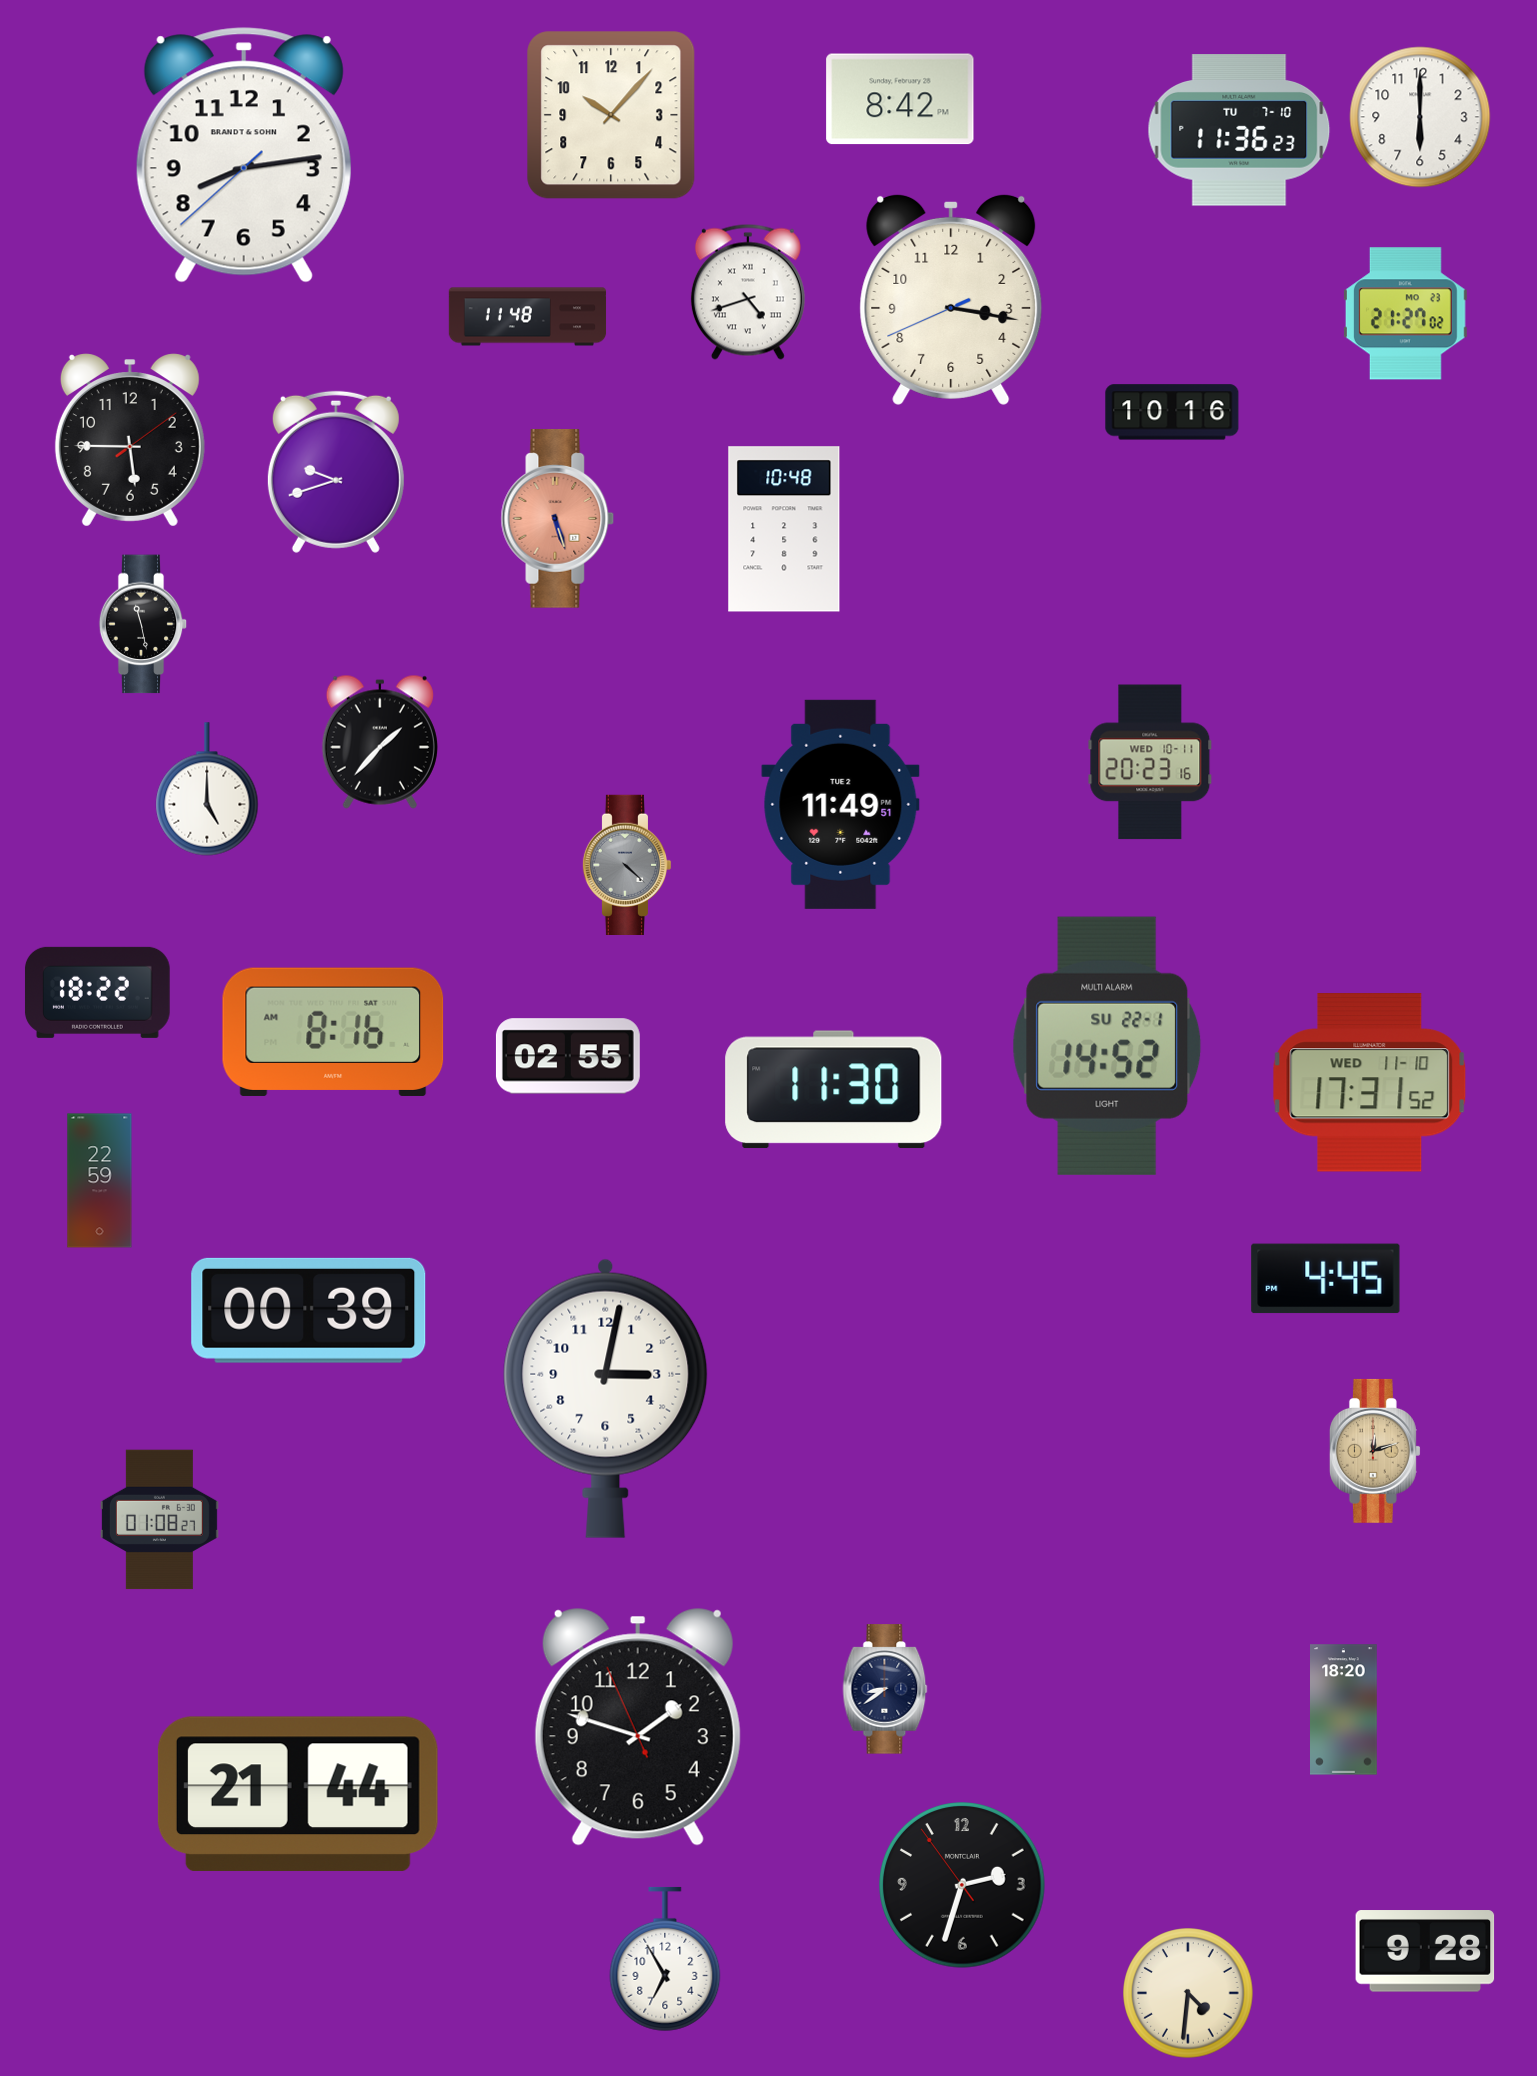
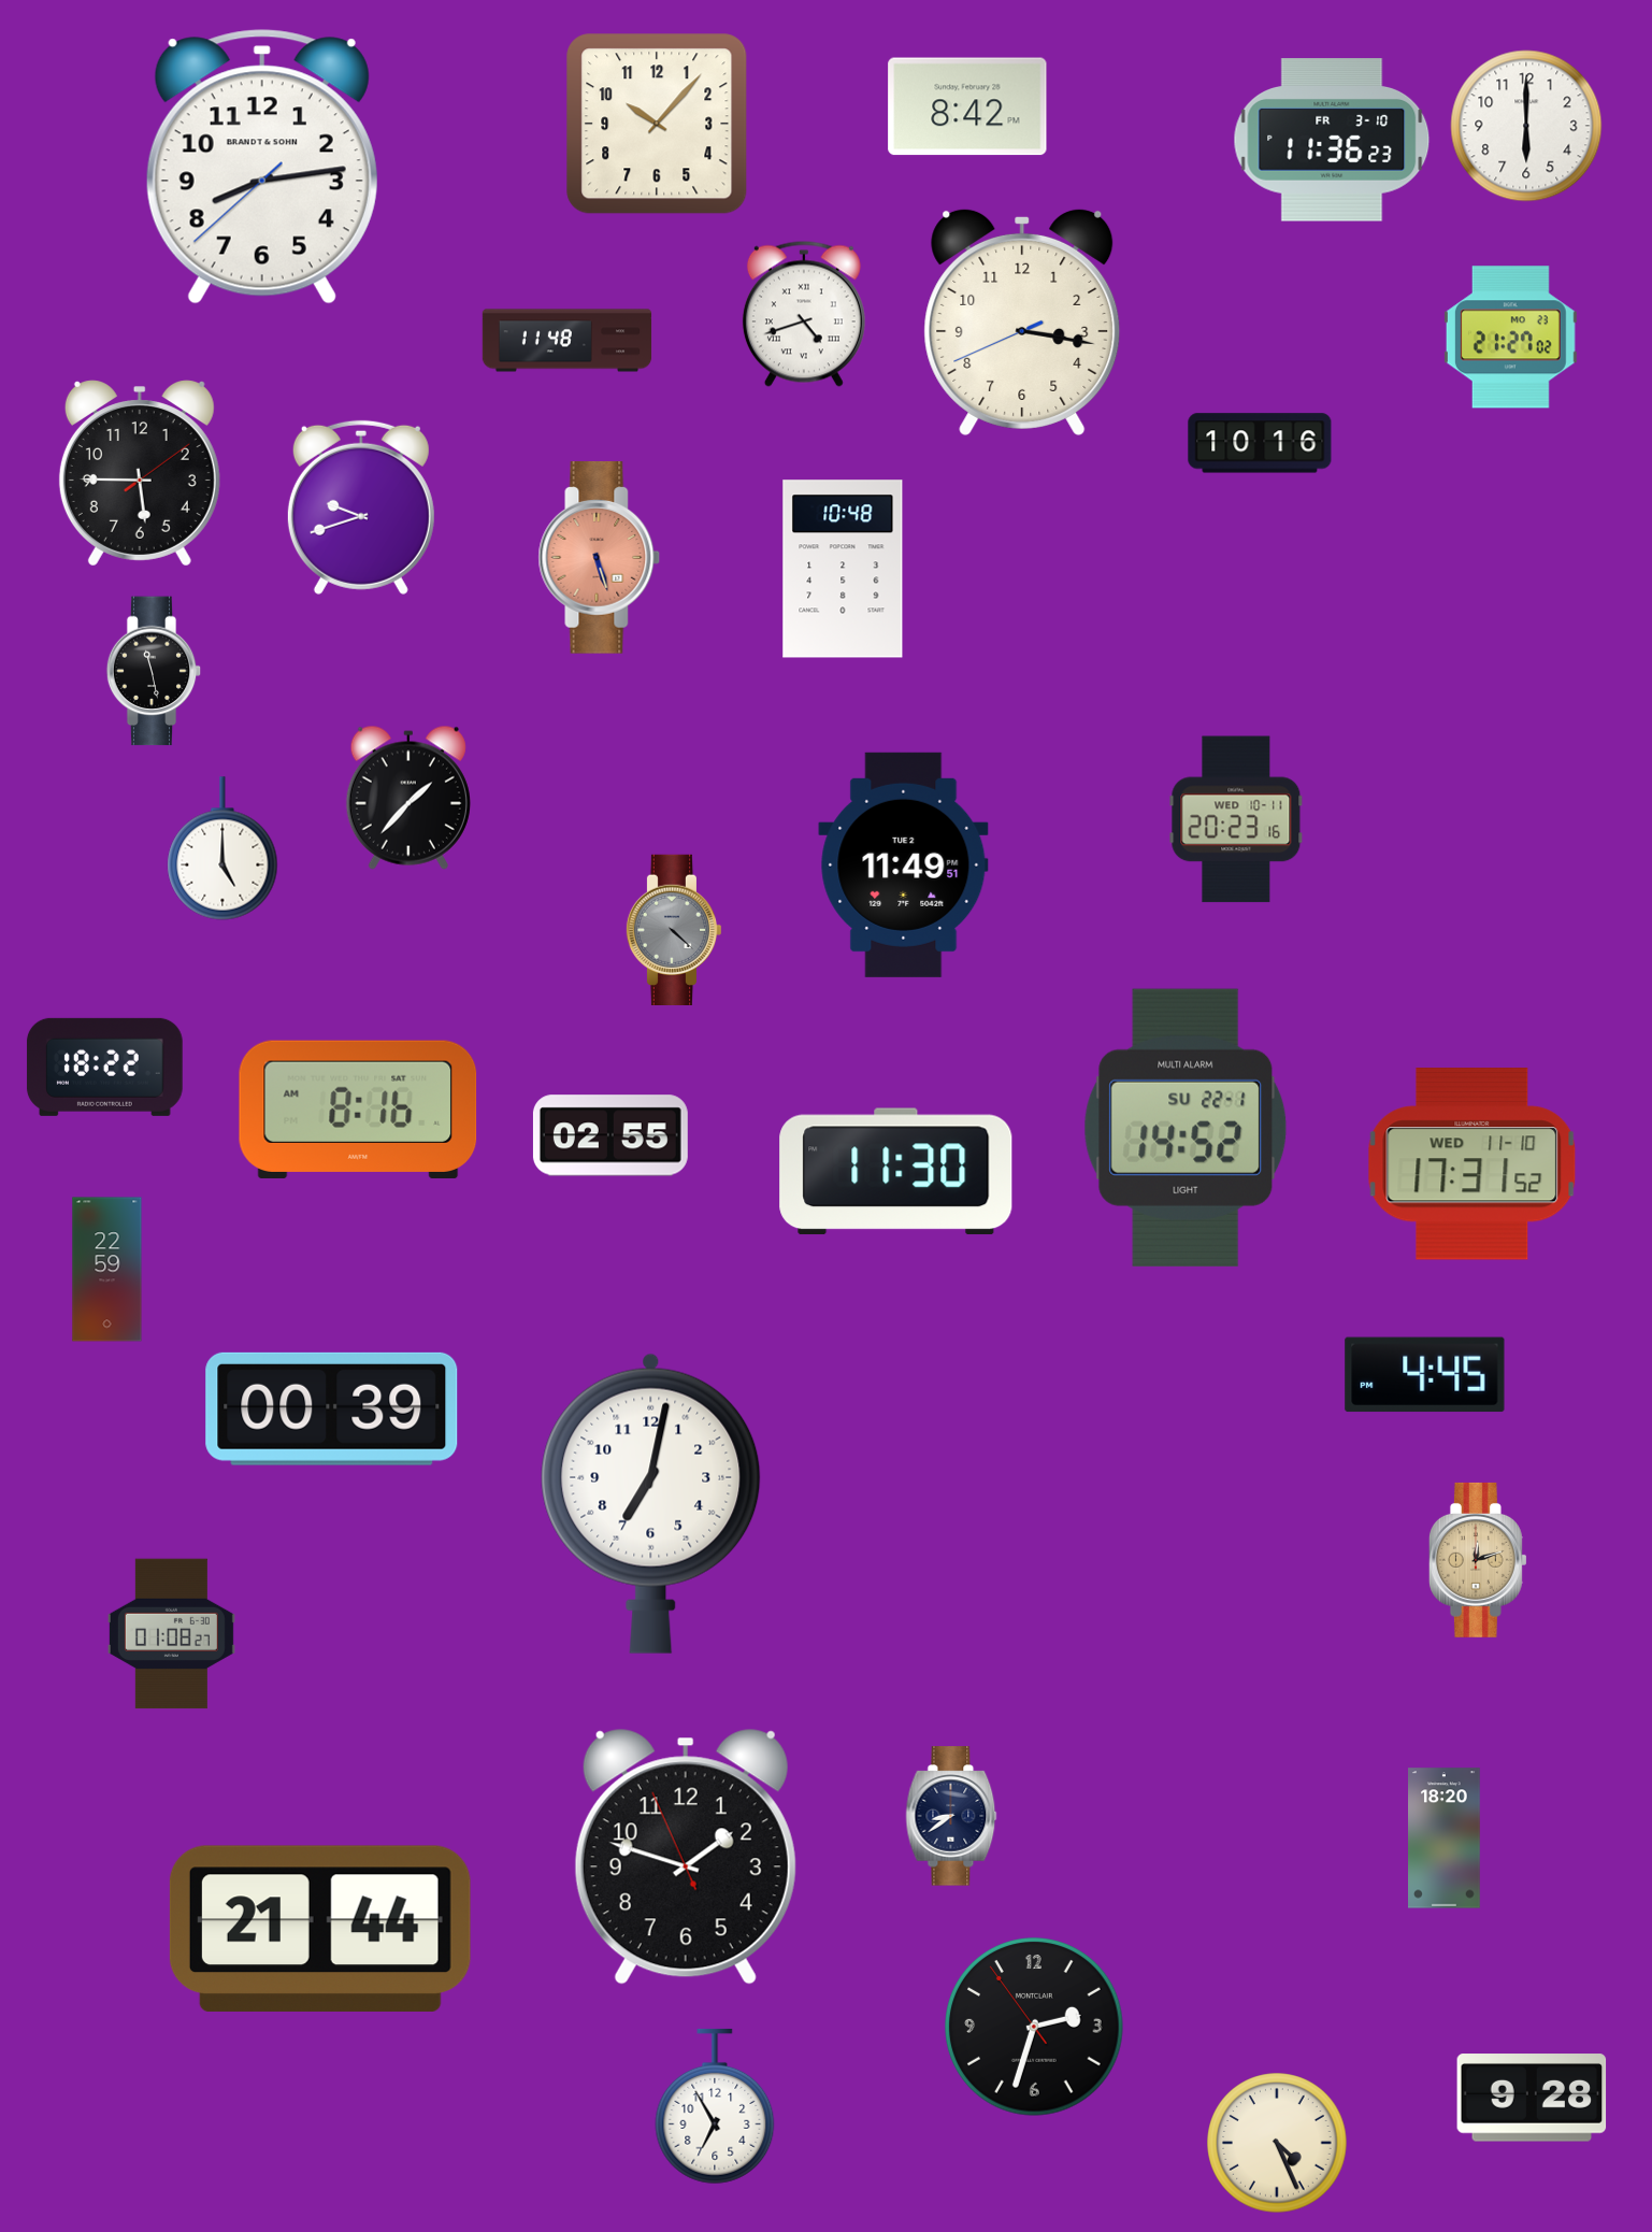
clock at (1239, 130) date: TU 7-10 -> FR 3-10
clock at (1107, 1046) position: (1107, 1046) -> (1186, 1128)
clock at (606, 1398): 3:02 -> 7:02
clock at (1188, 1993): 4:31 -> 4:26
